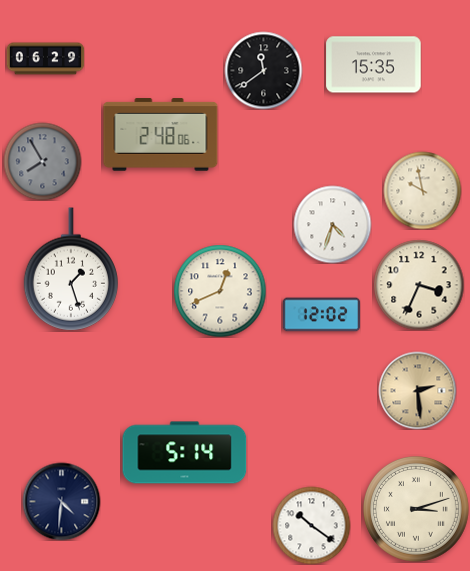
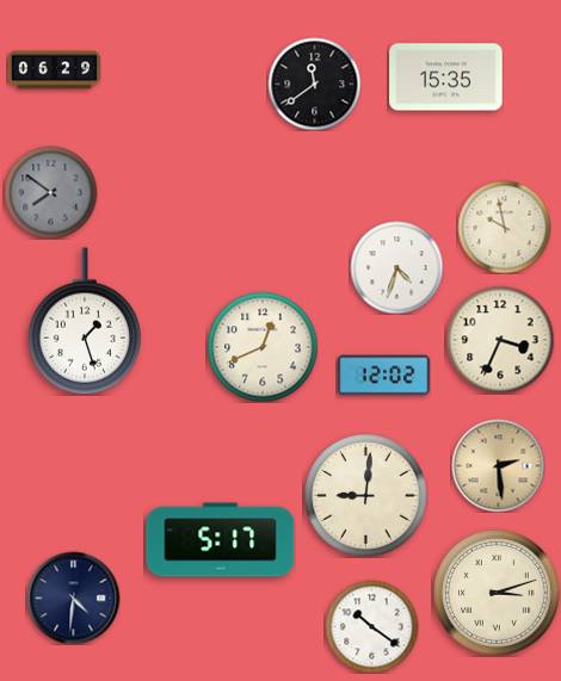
clock at (161, 135): 2:48 -> none
clock at (42, 161): 7:55 -> 7:51
clock at (366, 496): none -> 9:01
clock at (185, 453): 5:14 -> 5:17
clock at (416, 509) position: (416, 509) -> (497, 593)
